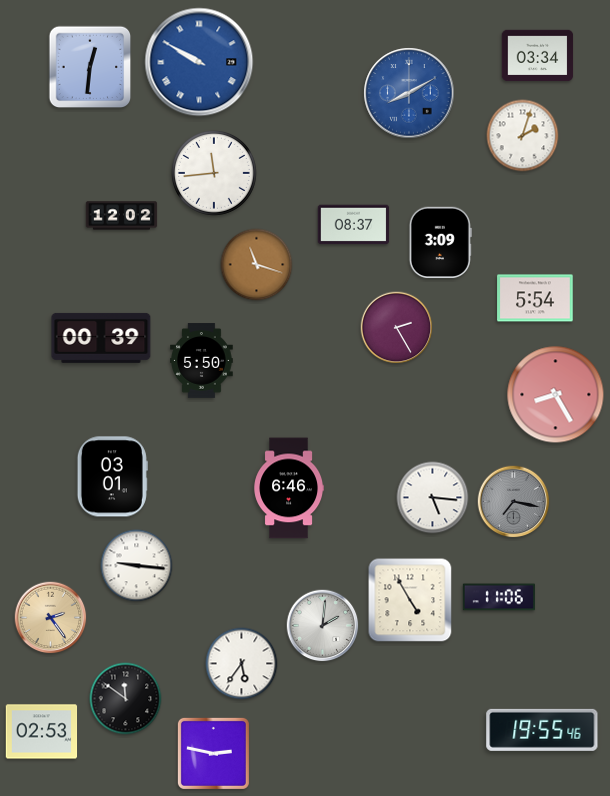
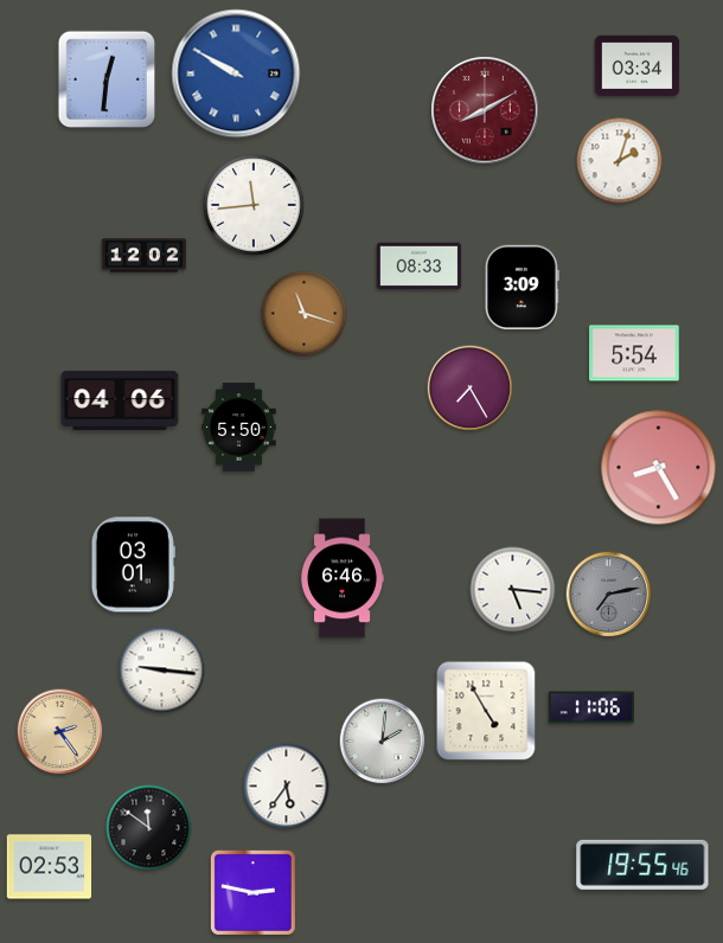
clock at (409, 93) dial: blue -> burgundy
clock at (354, 225): 08:37 -> 08:33
clock at (397, 328): 2:25 -> 7:25
clock at (101, 338): 00:39 -> 04:06
clock at (514, 502): 7:17 -> 7:13
